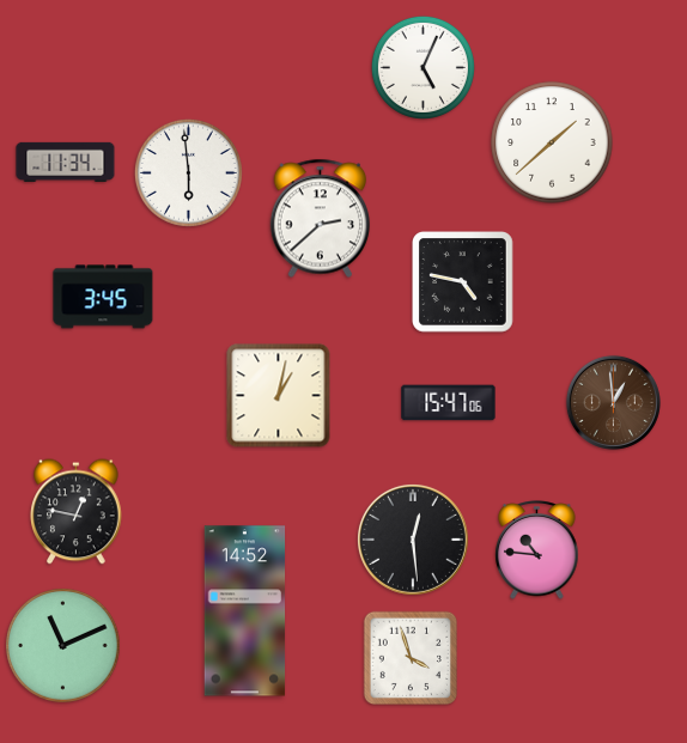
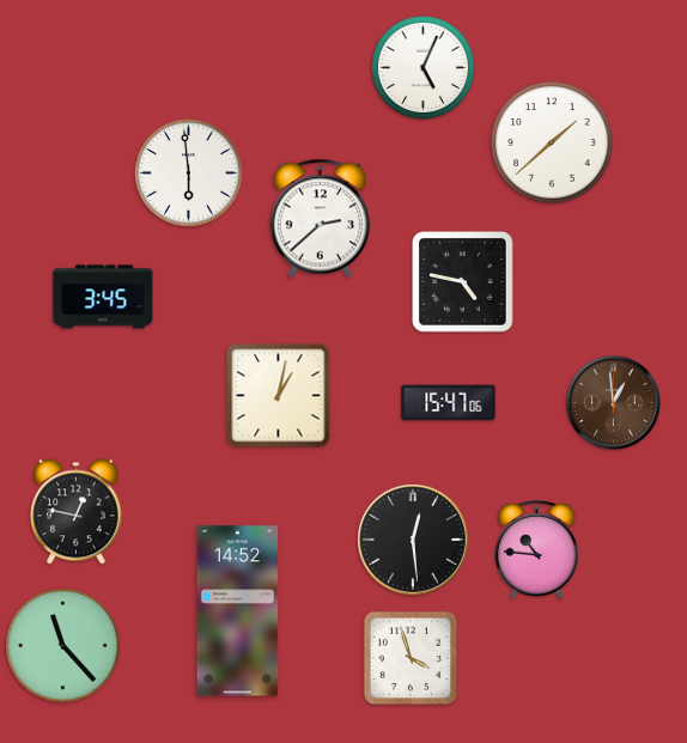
clock at (66, 162): 11:34 -> none
clock at (245, 611) position: (245, 611) -> (238, 611)
clock at (63, 646): 11:11 -> 11:23
